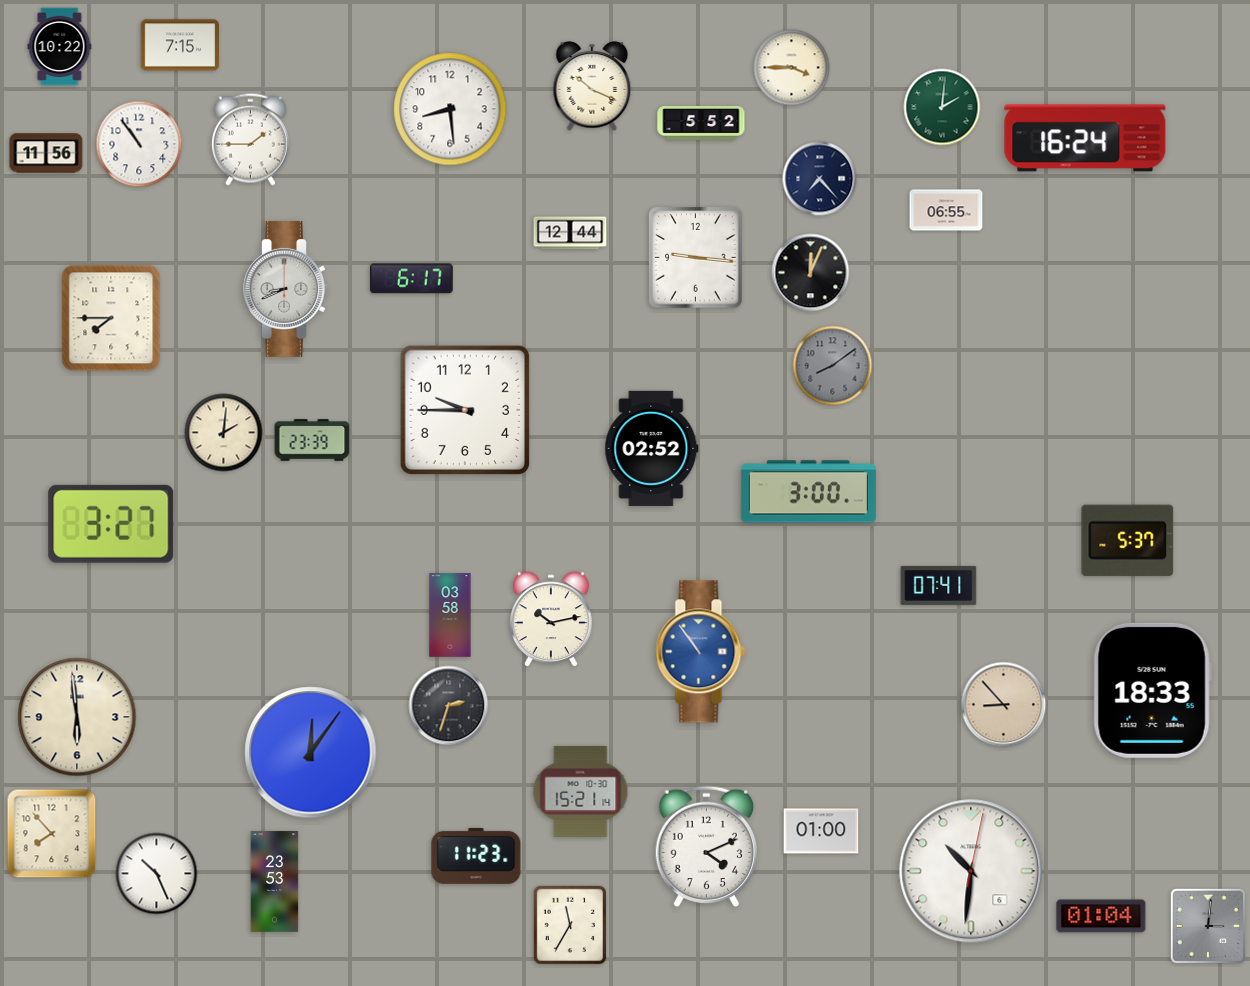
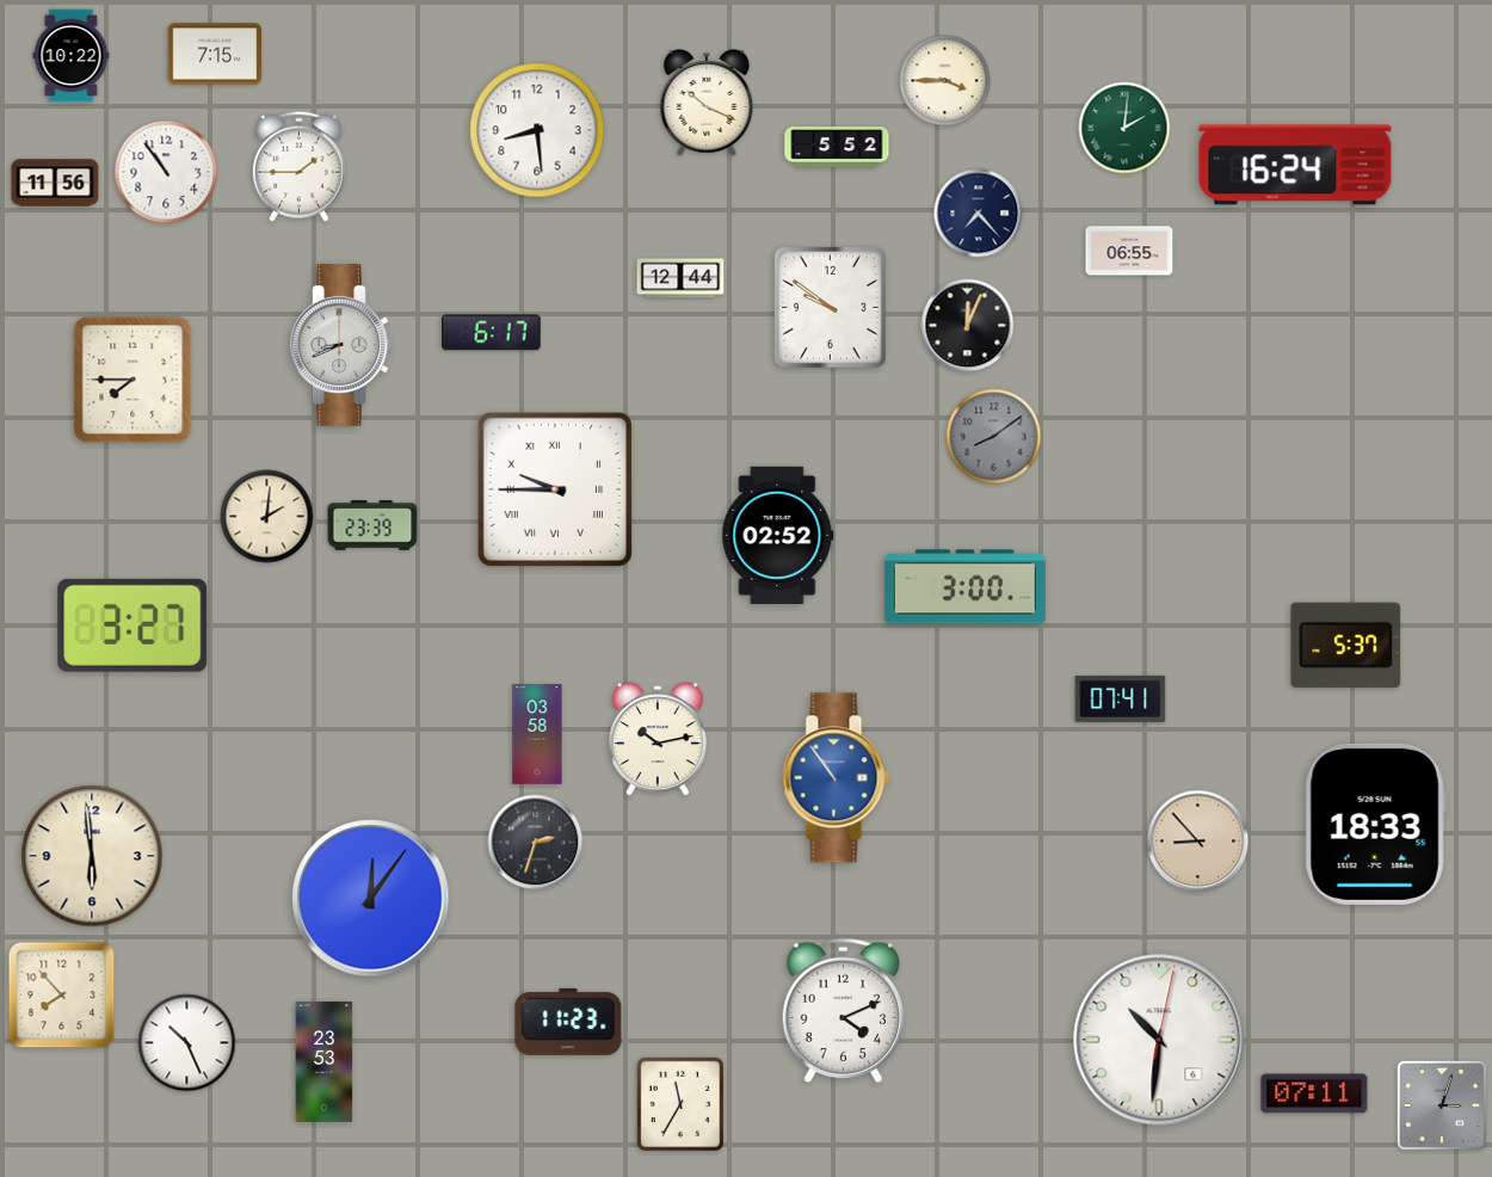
clock at (696, 258): 9:16 -> 9:51
clock at (465, 410) numerals: Arabic -> Roman
clock at (581, 791): 15:21 -> none
clock at (821, 831): 01:00 -> none
clock at (275, 882) position: (275, 882) -> (325, 1062)
clock at (1101, 916): 01:04 -> 07:11
clock at (1208, 926): 3:01 -> 3:03
